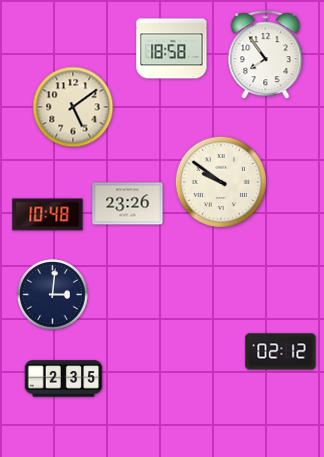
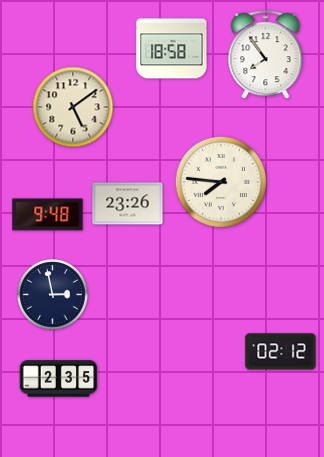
clock at (220, 181): 9:51 -> 7:46
clock at (48, 215): 10:48 -> 9:48
clock at (53, 295): 3:01 -> 2:58
clock at (64, 379) position: (64, 379) -> (59, 379)
